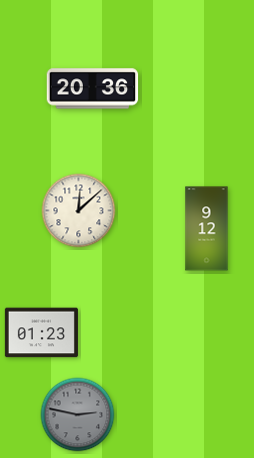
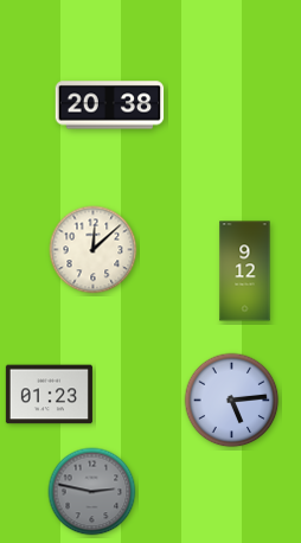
clock at (93, 89): 20:36 -> 20:38
clock at (232, 401): none -> 5:14
